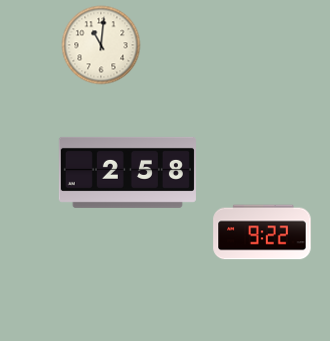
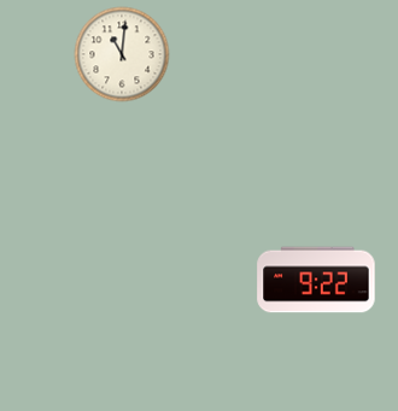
clock at (127, 172): 2:58 -> none
